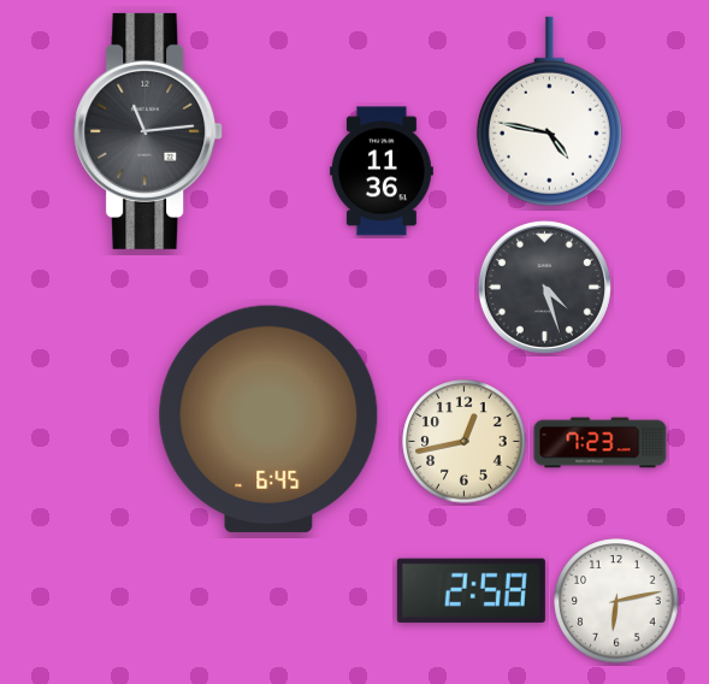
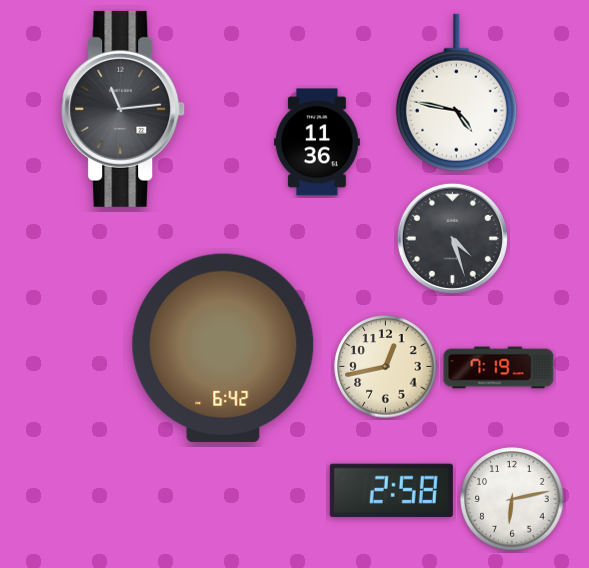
clock at (268, 419): 6:45 -> 6:42
clock at (601, 443): 7:23 -> 7:19
